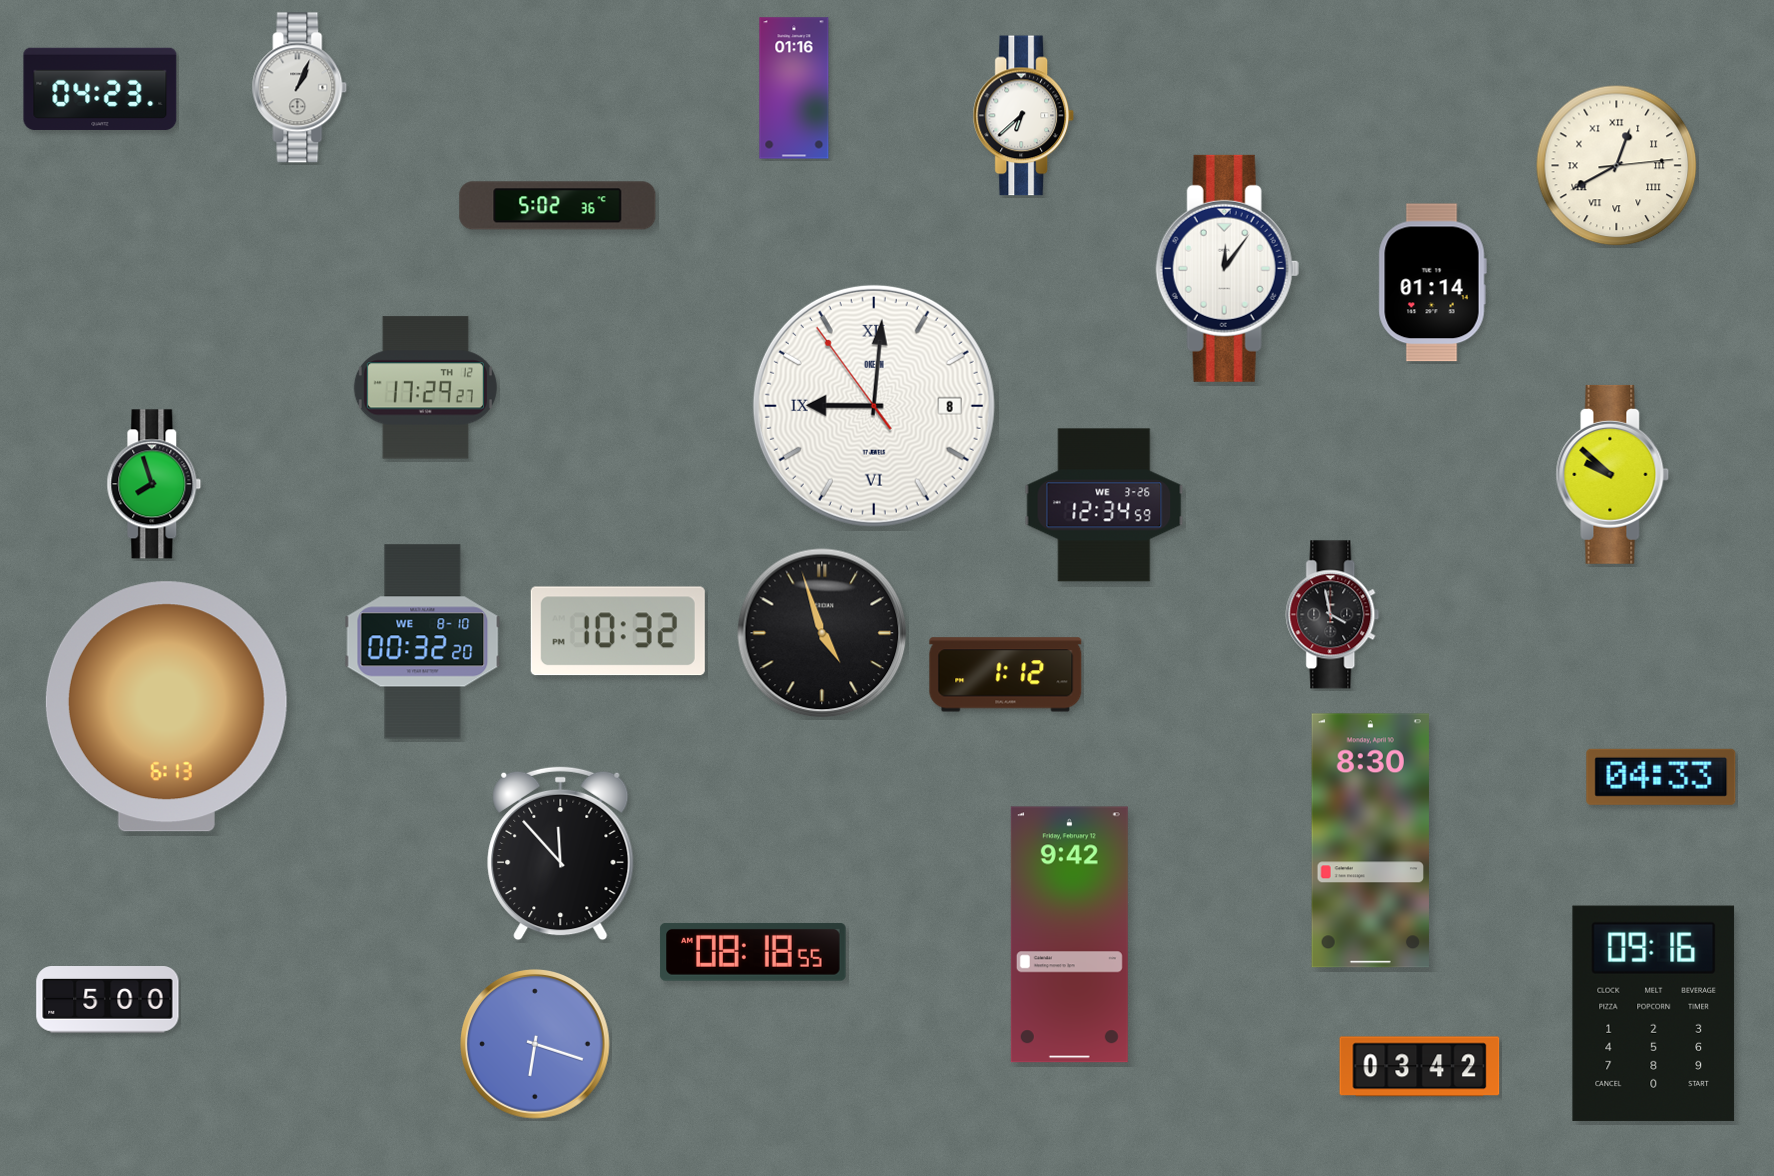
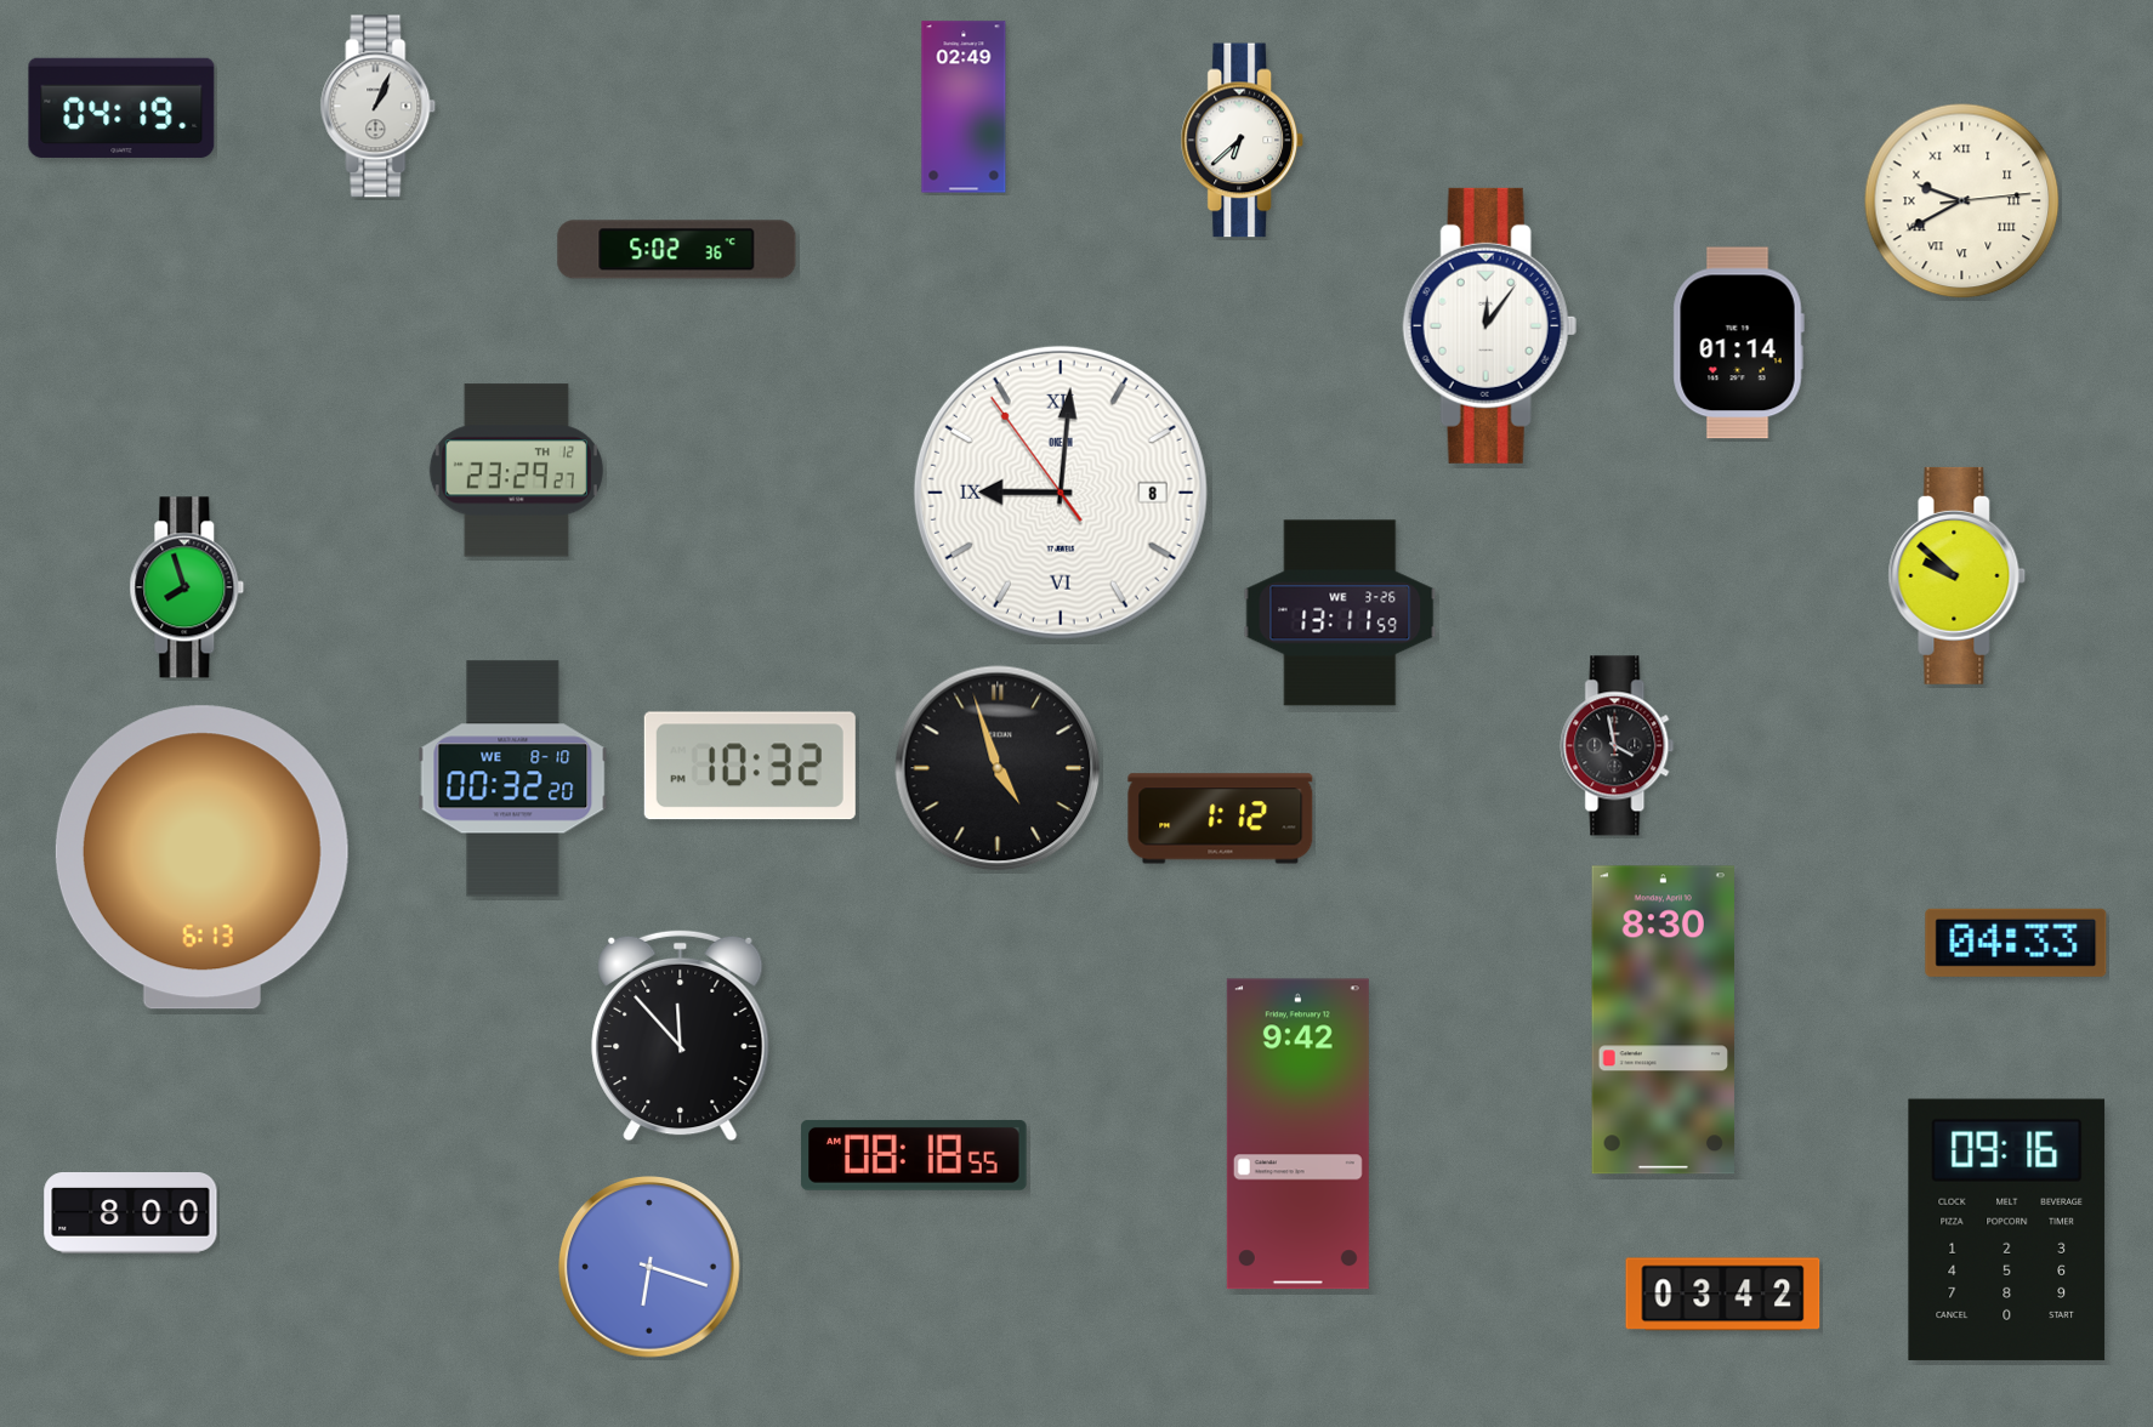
clock at (300, 88) position: (300, 88) -> (379, 107)
clock at (794, 88): 01:16 -> 02:49
clock at (100, 89): 04:23 -> 04:19
clock at (1617, 166): 12:40 -> 9:40
clock at (425, 388): 17:29 -> 23:29
clock at (1104, 505): 12:34 -> 13:11
clock at (108, 1000): 5:00 -> 8:00
